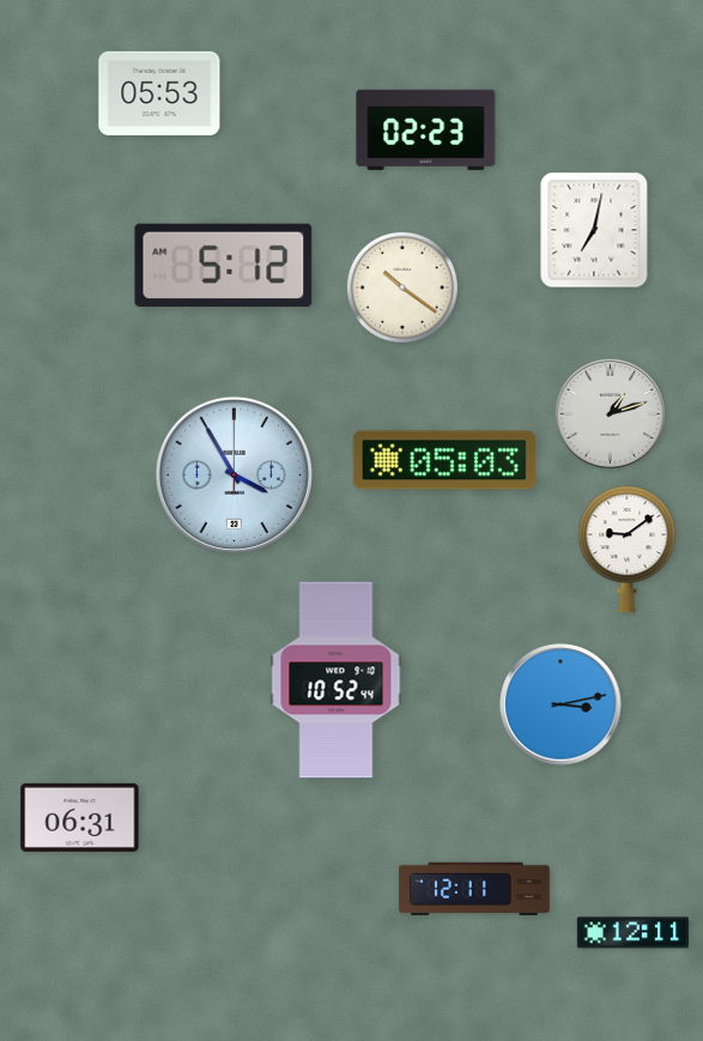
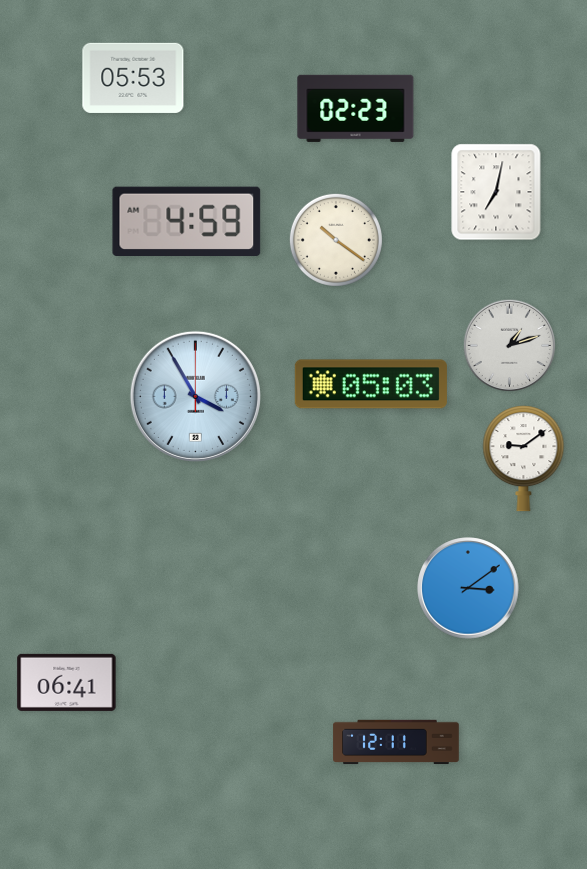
clock at (224, 265): 5:12 -> 4:59
clock at (337, 680): 10:52 -> none
clock at (560, 704): 3:13 -> 3:09
clock at (80, 817): 06:31 -> 06:41
clock at (632, 933): 12:11 -> none
